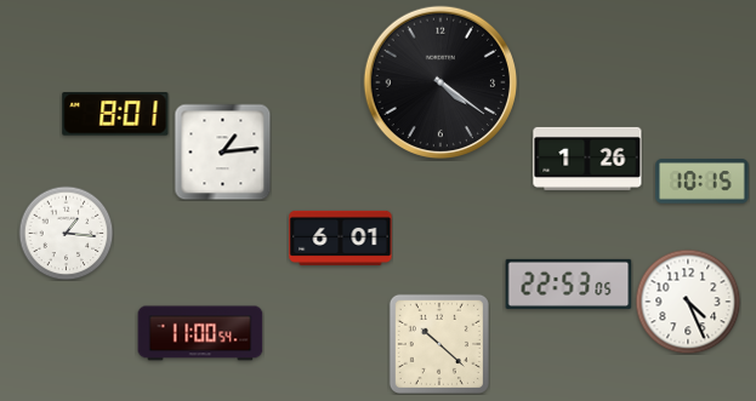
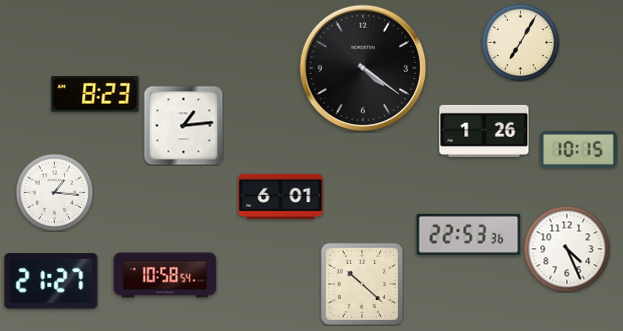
clock at (520, 42): none -> 7:05
clock at (115, 114): 8:01 -> 8:23
clock at (569, 283): 22:53:05 -> 22:53:36
clock at (200, 333): 11:00 -> 10:58
clock at (51, 281): none -> 21:27
